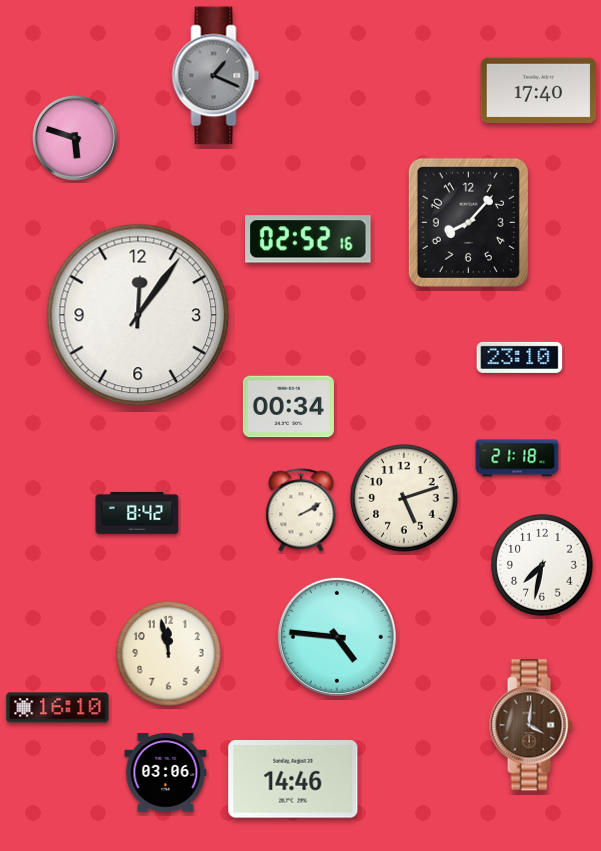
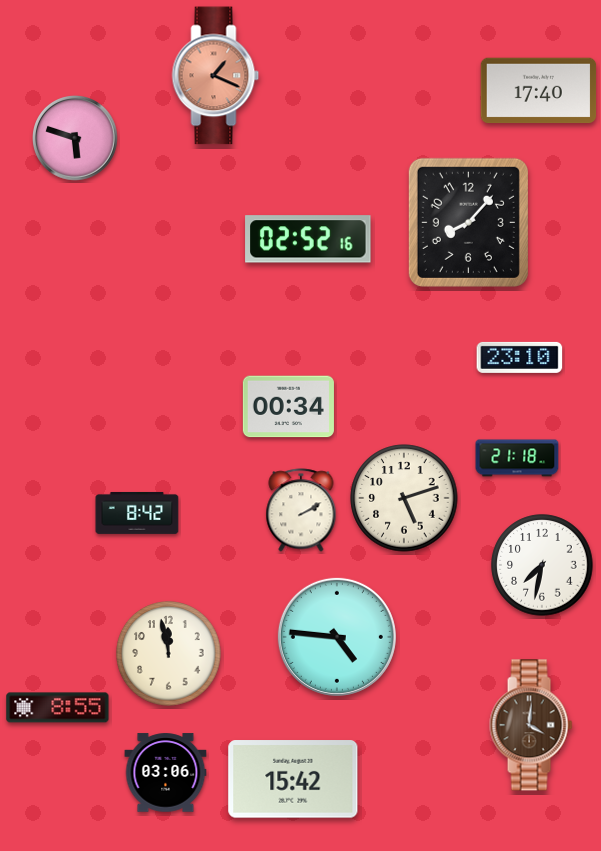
clock at (216, 76) dial: grey -> salmon
clock at (138, 315): 12:06 -> none
clock at (58, 708): 16:10 -> 8:55
clock at (293, 779): 14:46 -> 15:42
